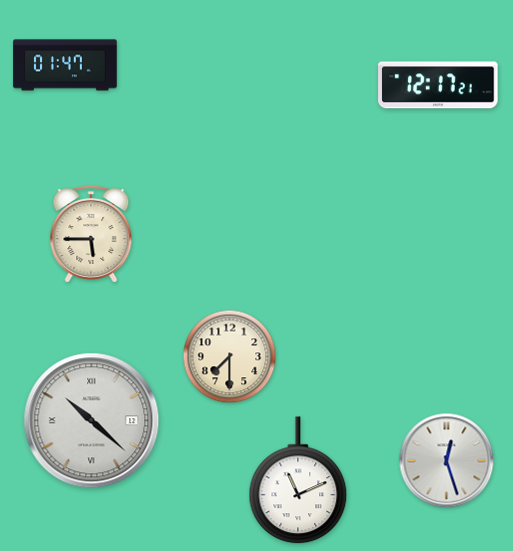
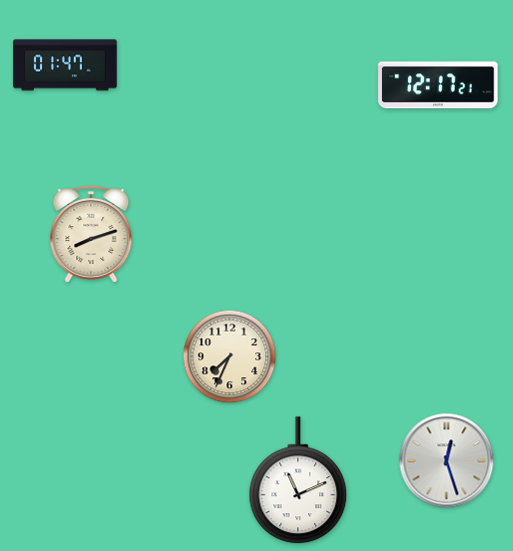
clock at (91, 235): 5:45 -> 8:12
clock at (230, 357): 7:30 -> 7:34
clock at (92, 421): 10:22 -> none
